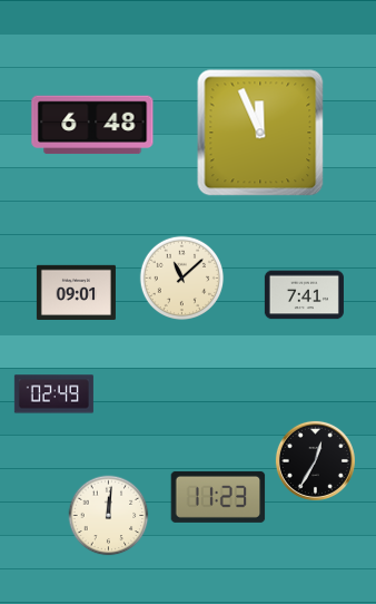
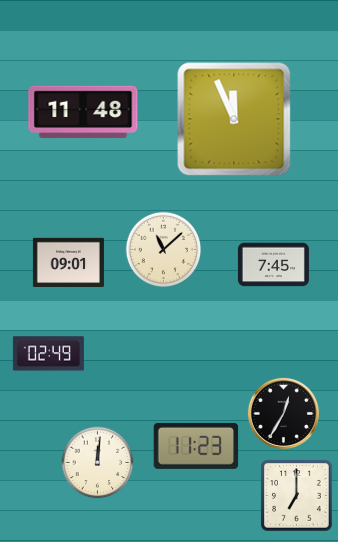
clock at (92, 125): 6:48 -> 11:48
clock at (304, 295): 7:41 -> 7:45
clock at (297, 496): none -> 7:00
